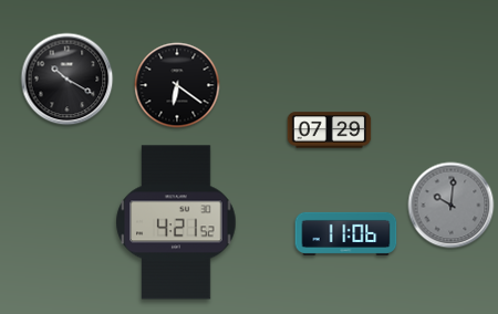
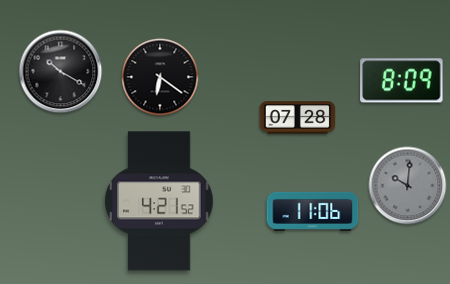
clock at (402, 81): none -> 8:09
clock at (330, 130): 07:29 -> 07:28
